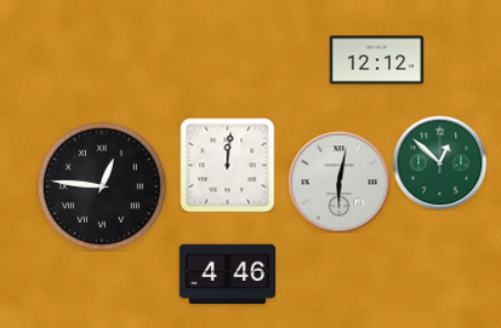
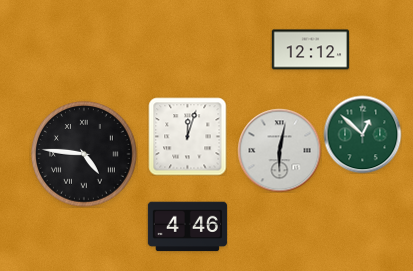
clock at (227, 165): 12:01 -> 12:03
clock at (102, 188): 12:46 -> 4:46
